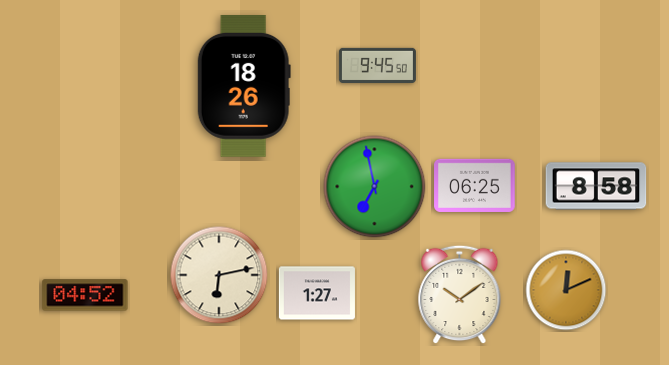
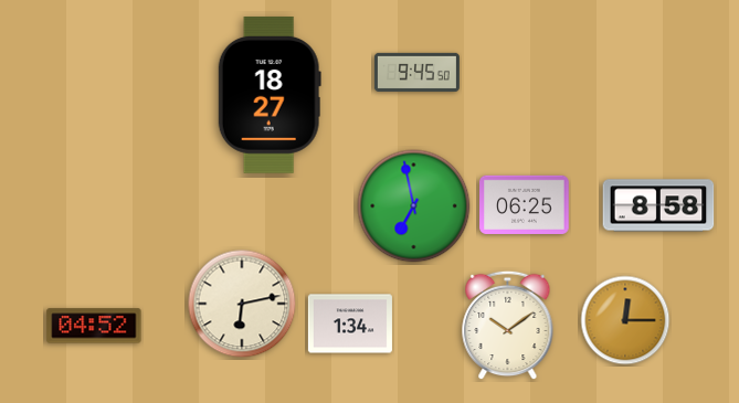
clock at (244, 86): 18:26 -> 18:27
clock at (566, 290): 12:11 -> 12:15
clock at (317, 293): 1:27 -> 1:34
